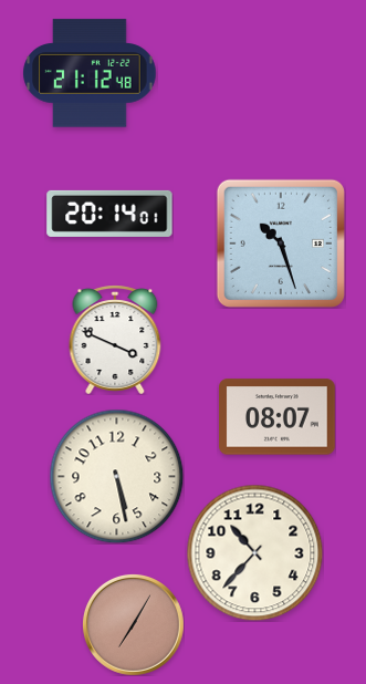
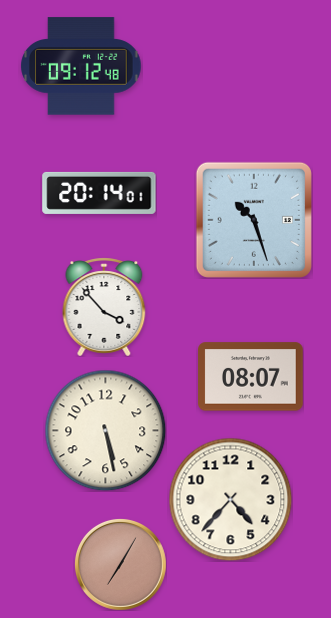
clock at (90, 73): 21:12 -> 09:12
clock at (115, 340): 3:49 -> 3:53
clock at (254, 552): 10:37 -> 4:37
